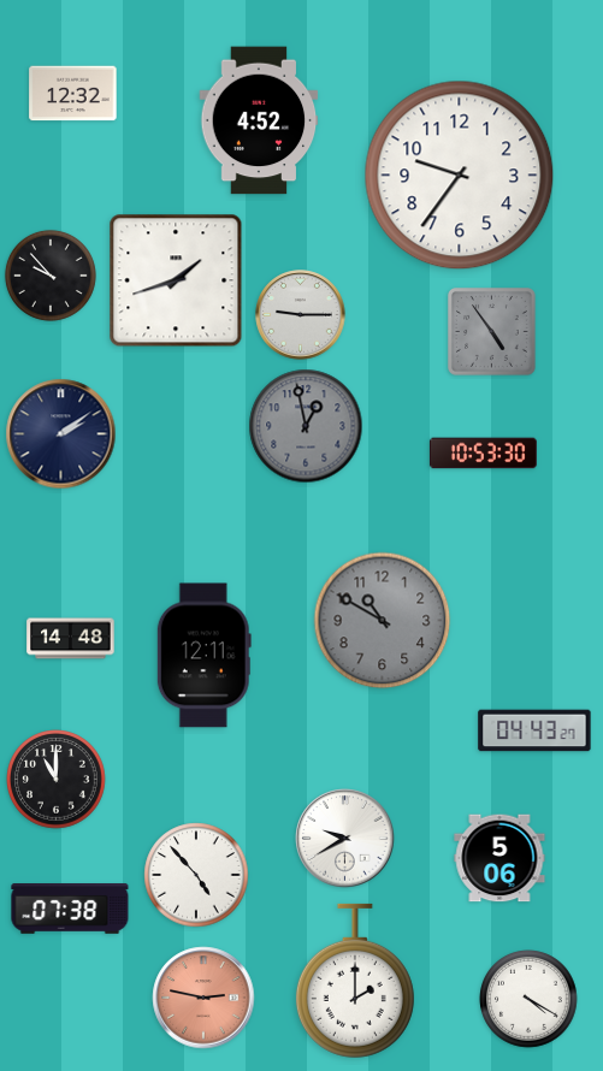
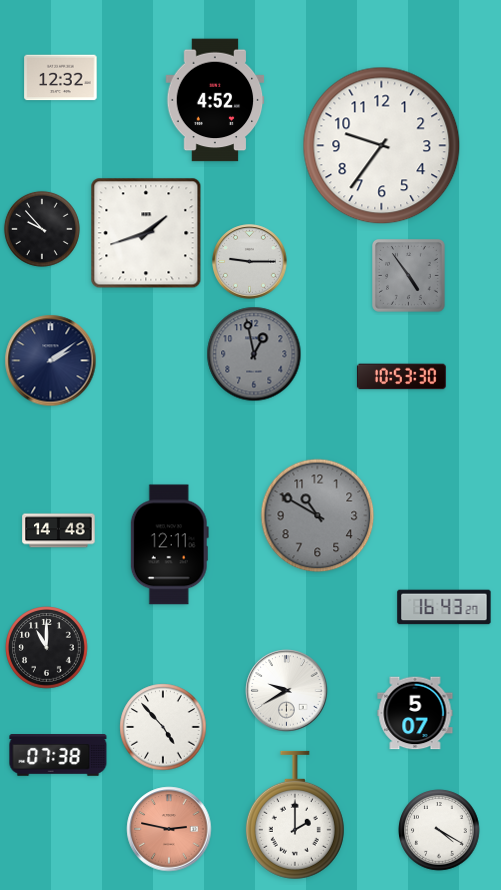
clock at (534, 730): 04:43 -> 16:43
clock at (345, 839) position: (345, 839) -> (287, 691)
clock at (499, 858): 5:06 -> 5:07
